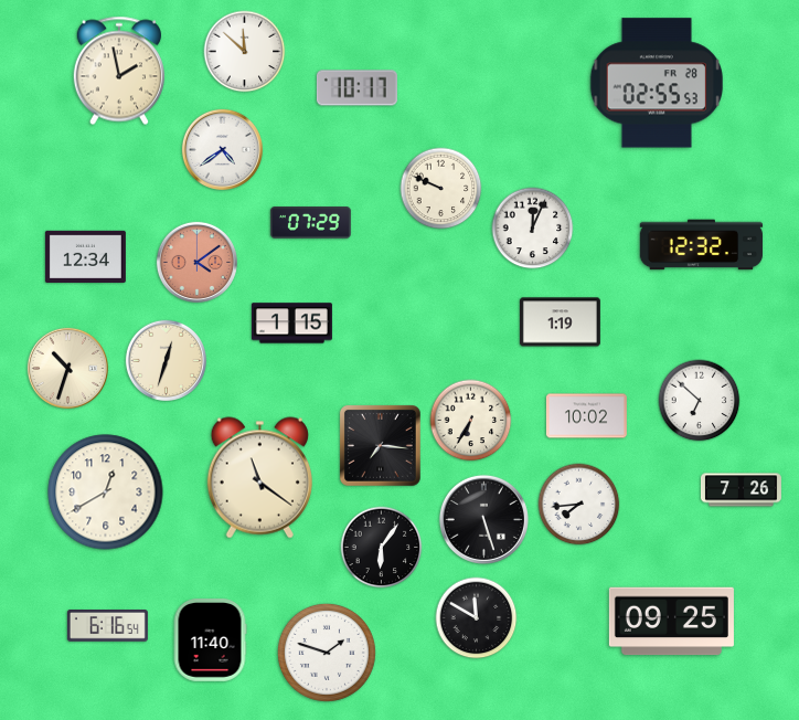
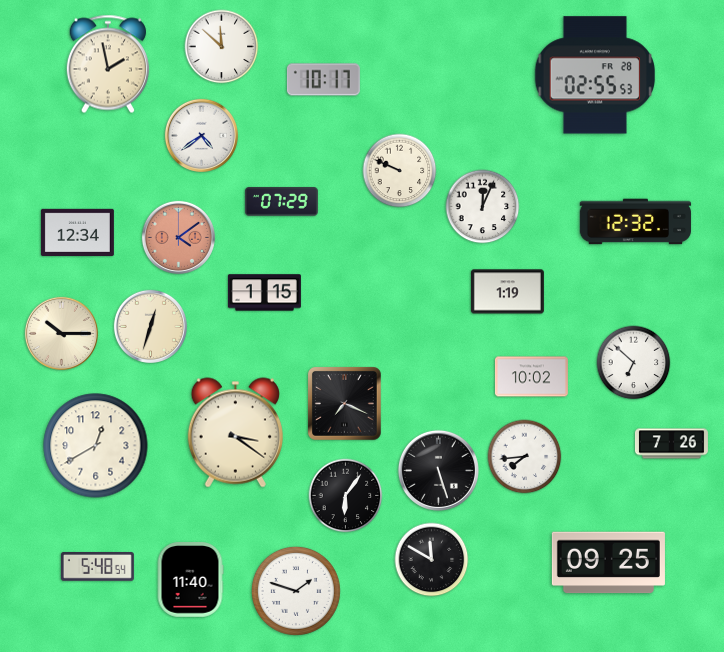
clock at (67, 368): 10:33 -> 10:15
clock at (471, 421): 6:35 -> none
clock at (380, 445): 7:16 -> 7:19
clock at (259, 478): 11:21 -> 3:21
clock at (107, 626): 6:16 -> 5:48
